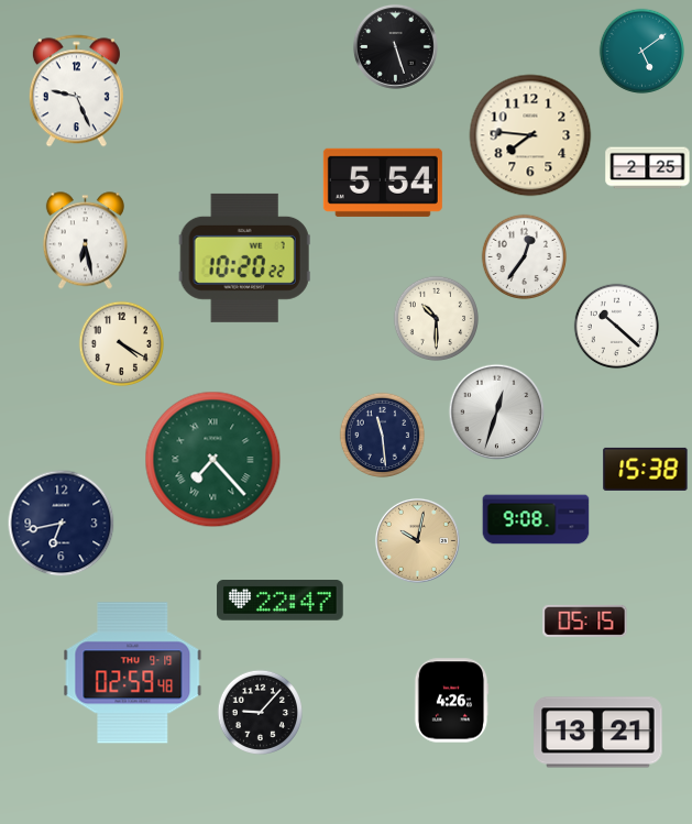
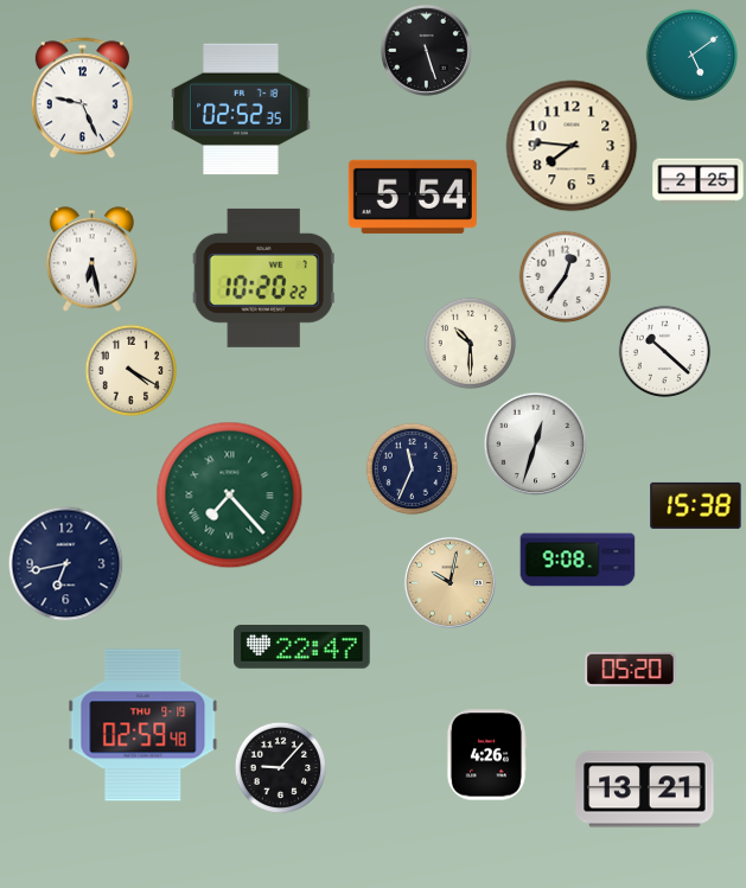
clock at (241, 109): none -> 02:52
clock at (382, 435): 11:29 -> 11:34
clock at (585, 620): 05:15 -> 05:20
